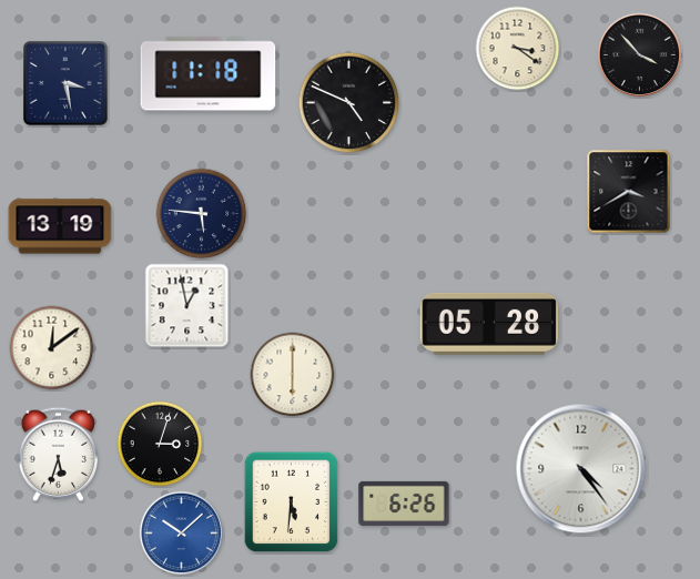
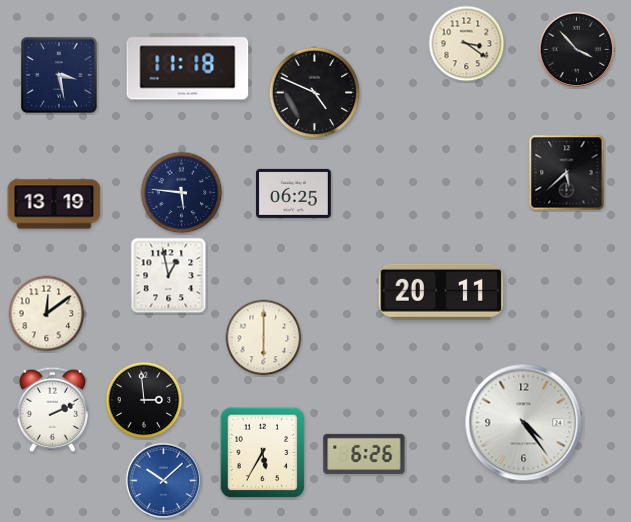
clock at (629, 192): 3:40 -> 5:38
clock at (294, 193): none -> 06:25
clock at (489, 324): 05:28 -> 20:11
clock at (160, 444): 3:03 -> 2:59
clock at (58, 454): 5:33 -> 2:11
clock at (292, 502): 5:31 -> 5:35
